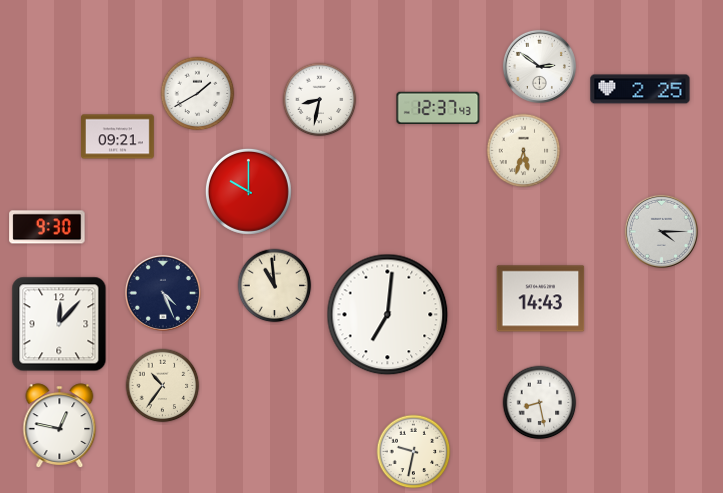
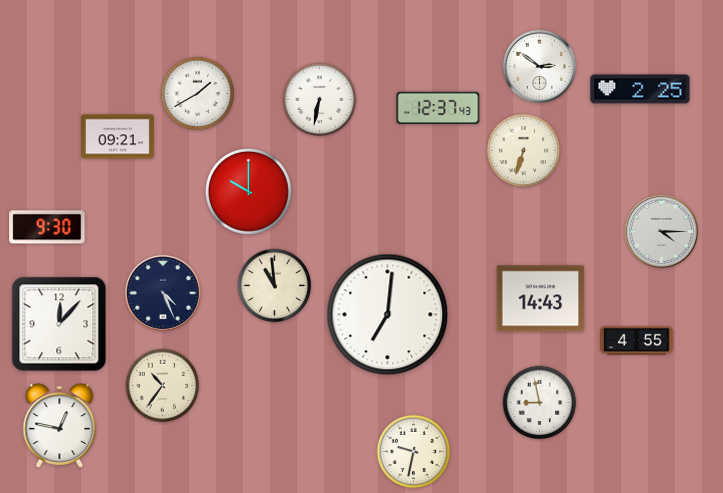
clock at (320, 100): 8:32 -> 6:32
clock at (524, 151): 5:33 -> 6:33
clock at (637, 341): none -> 4:55
clock at (540, 403): 8:28 -> 8:58
